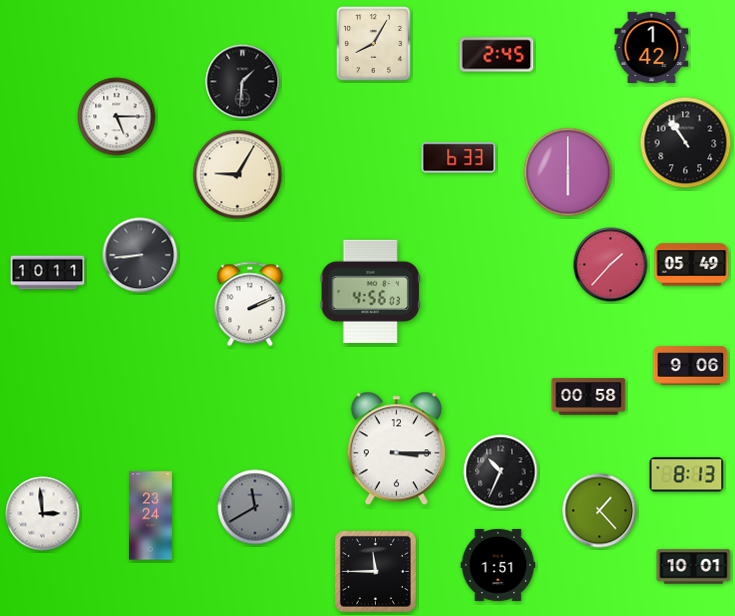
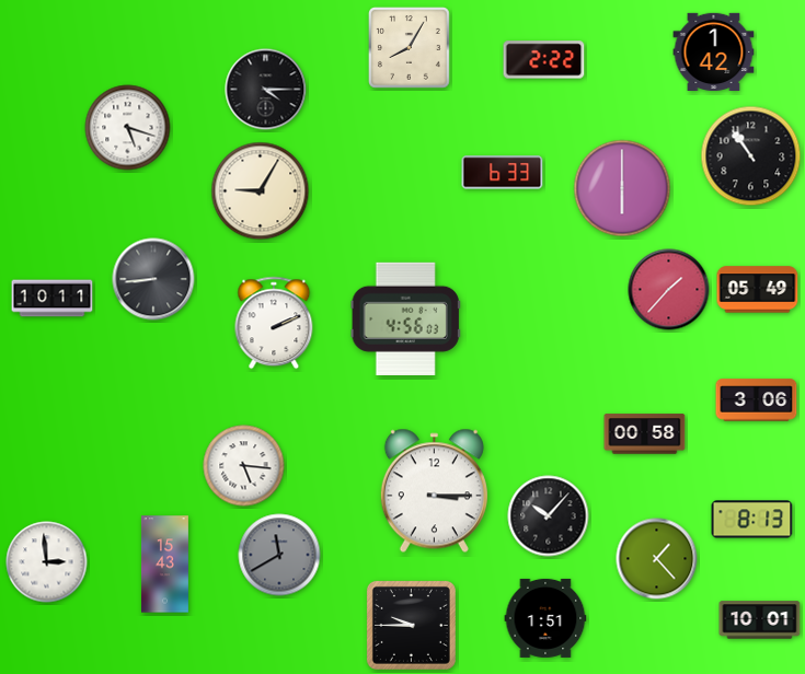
clock at (497, 55): 2:45 -> 2:22
clock at (243, 82): 1:31 -> 4:15
clock at (117, 117): 5:15 -> 5:18
clock at (250, 304) position: (250, 304) -> (274, 323)
clock at (691, 366): 9:06 -> 3:06
clock at (244, 466): none -> 5:16
clock at (501, 472): 10:34 -> 10:07
clock at (150, 516): 23:24 -> 15:43
clock at (375, 571): 11:45 -> 9:45
